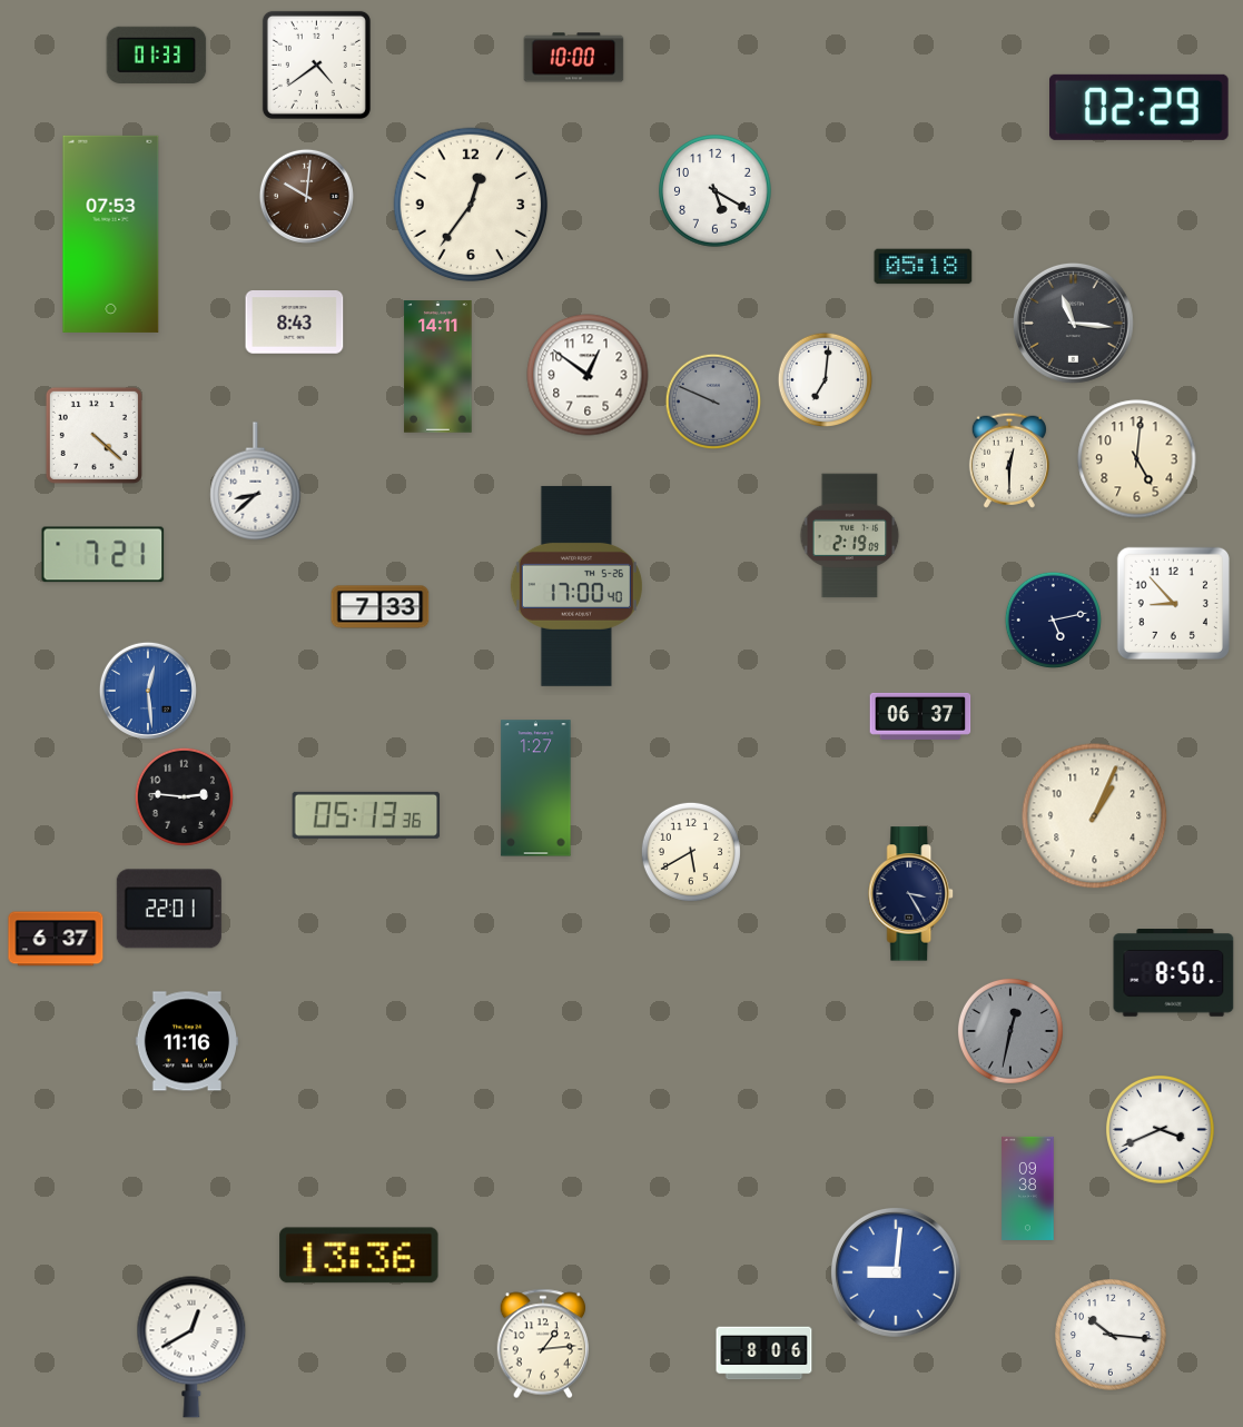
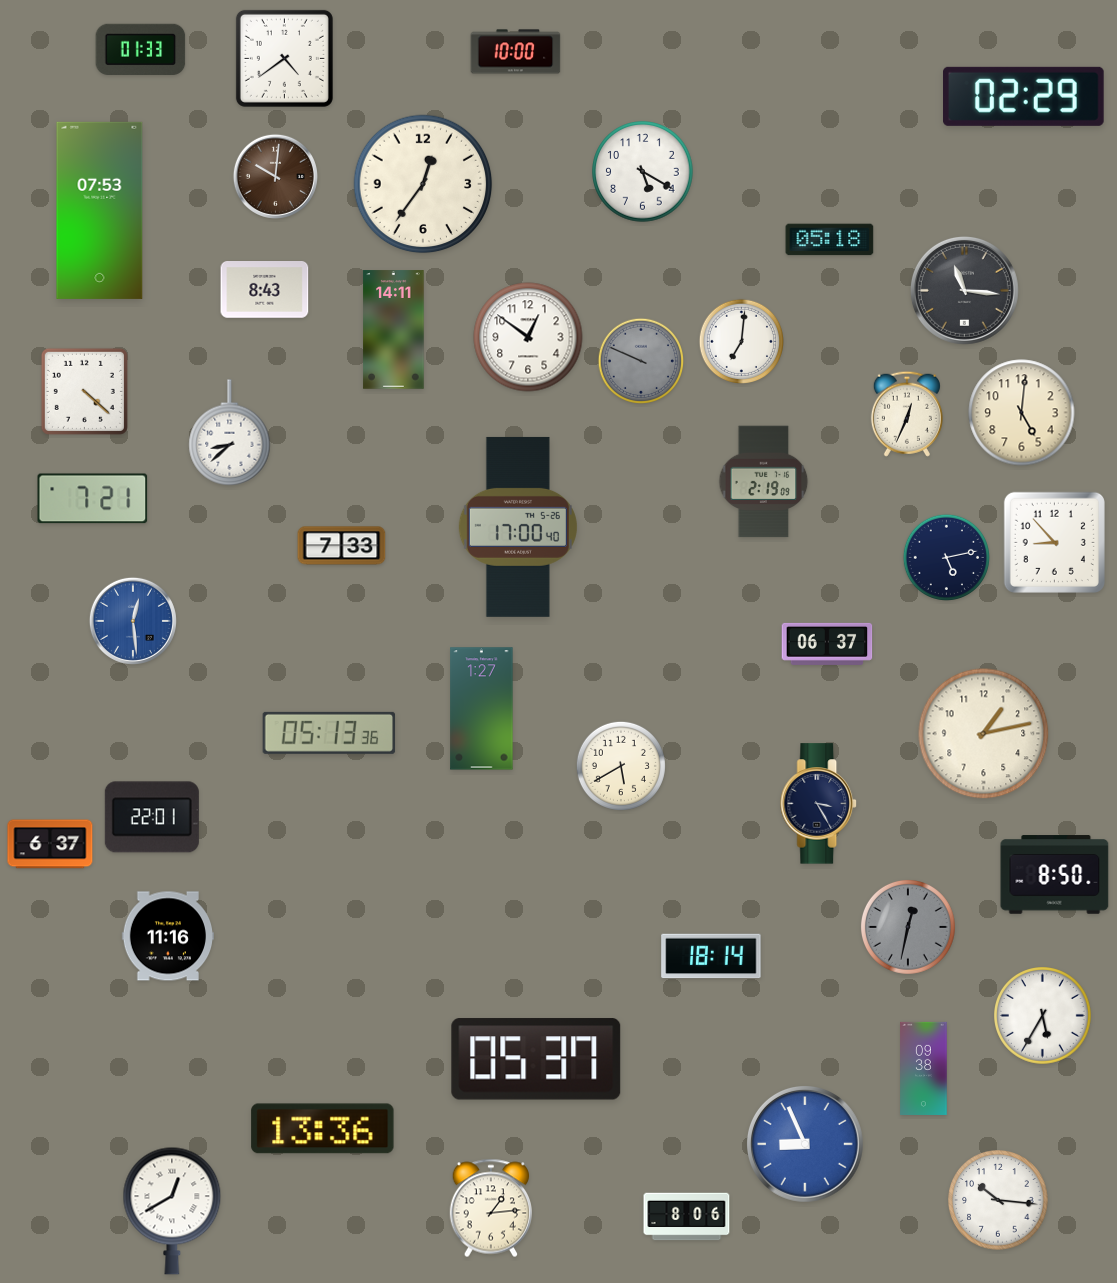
clock at (1009, 460): 12:30 -> 12:34
clock at (184, 796): 2:46 -> none
clock at (1095, 816): 1:04 -> 1:13
clock at (711, 956): none -> 18:14
clock at (1161, 1130): 3:41 -> 5:35
clock at (536, 1059): none -> 05:37
clock at (897, 1274): 9:01 -> 8:56
clock at (543, 1344) position: (543, 1344) -> (491, 1208)
